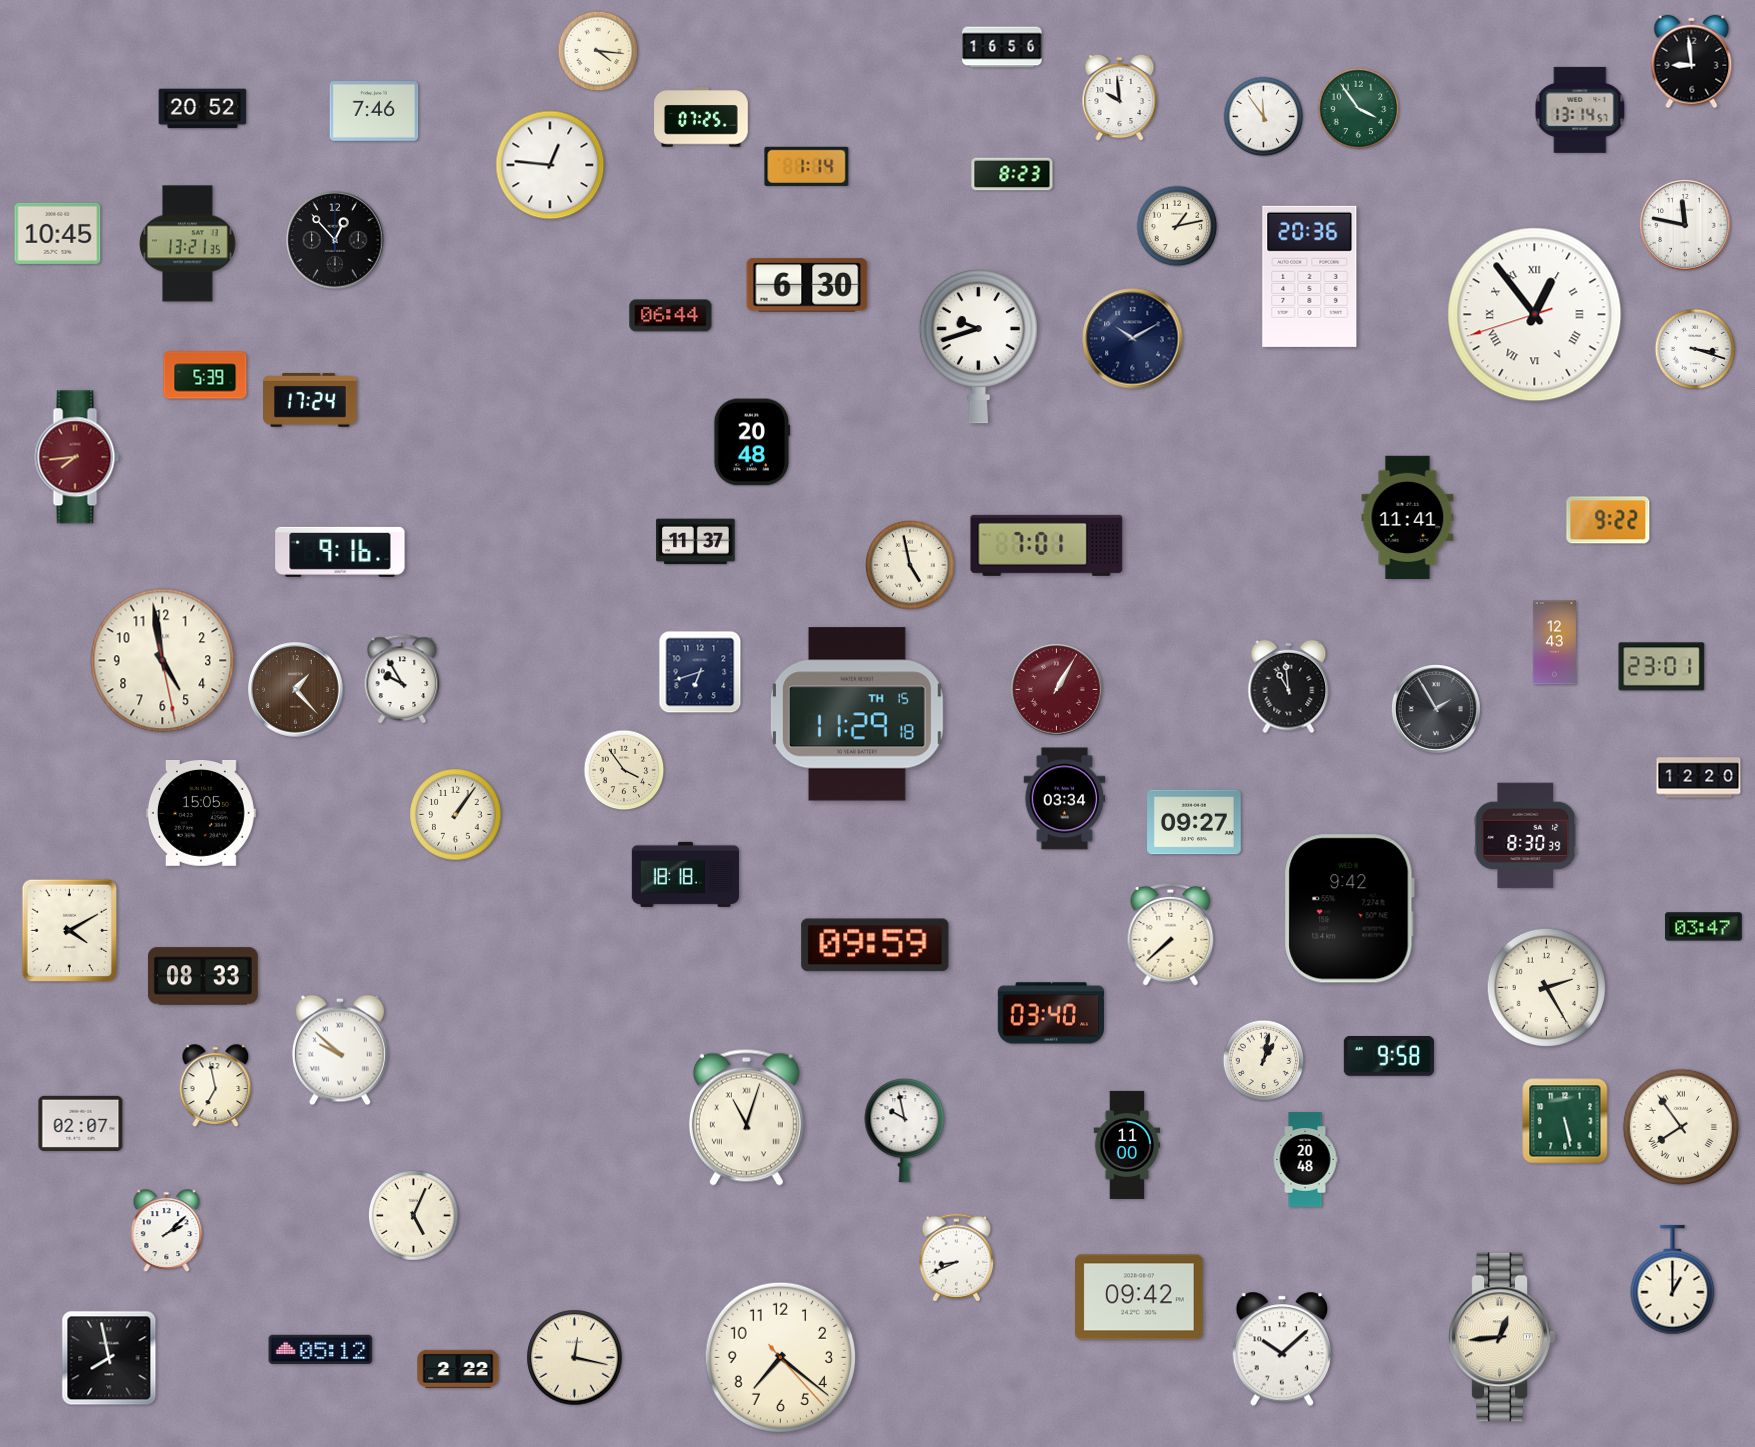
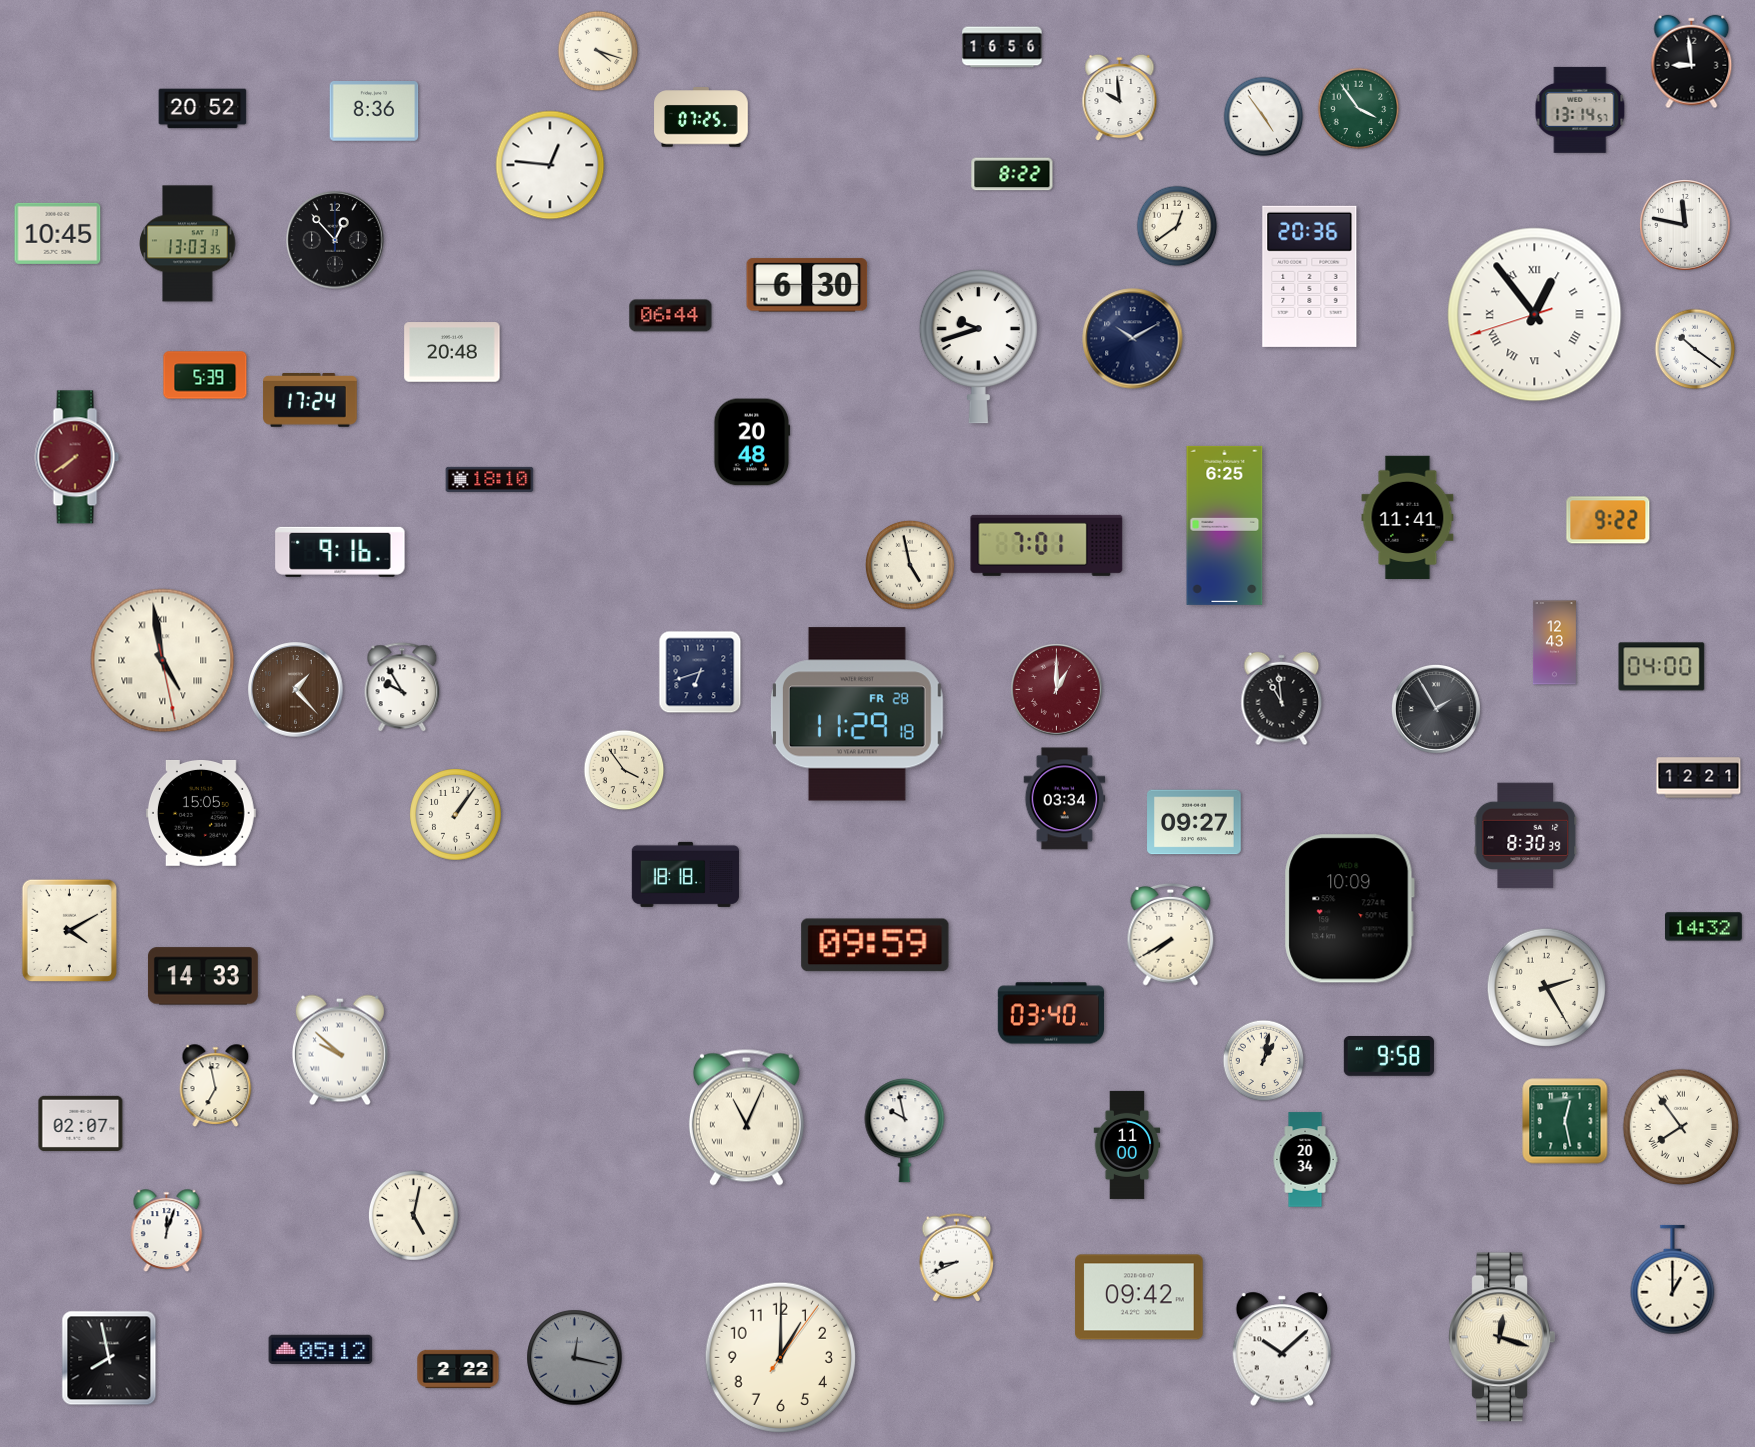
clock at (598, 51): 4:16 -> 4:18
clock at (374, 112): 7:46 -> 8:36
clock at (1264, 117): 11:54 -> 4:54
clock at (807, 166): 1:14 -> none
clock at (1012, 174): 8:23 -> 8:22
clock at (1177, 226): 1:13 -> 12:39
clock at (188, 244): 13:21 -> 13:03
clock at (1695, 349): 3:18 -> 10:21
clock at (452, 352): none -> 20:48
clock at (77, 457): 7:44 -> 7:39
clock at (490, 479): none -> 18:10
clock at (1225, 525): none -> 6:25
clock at (696, 542): 11:37 -> none
clock at (163, 661) numerals: Arabic -> Roman
clock at (1662, 667): 23:01 -> 04:00
clock at (402, 679) position: (402, 679) -> (402, 687)
clock at (1289, 687) position: (1289, 687) -> (1282, 699)
clock at (1057, 690): 1:05 -> 1:00
clock at (857, 714) date: TH 15 -> FR 28
clock at (1699, 778): 12:20 -> 12:21
clock at (1349, 909): 9:42 -> 10:09
clock at (1704, 927): 03:47 -> 14:32
clock at (1171, 934): 7:38 -> 7:40
clock at (203, 976): 08:33 -> 14:33
clock at (746, 1117): 11:03 -> 11:04
clock at (1565, 1121): 5:28 -> 12:28
clock at (1305, 1160): 20:48 -> 20:34
clock at (413, 1215): 5:04 -> 5:02
clock at (167, 1231): 2:08 -> 12:03
clock at (1502, 1337): 12:44 -> 12:18
clock at (780, 1357): 7:21 -> 1:00
clock at (575, 1358) dial: cream -> grey
